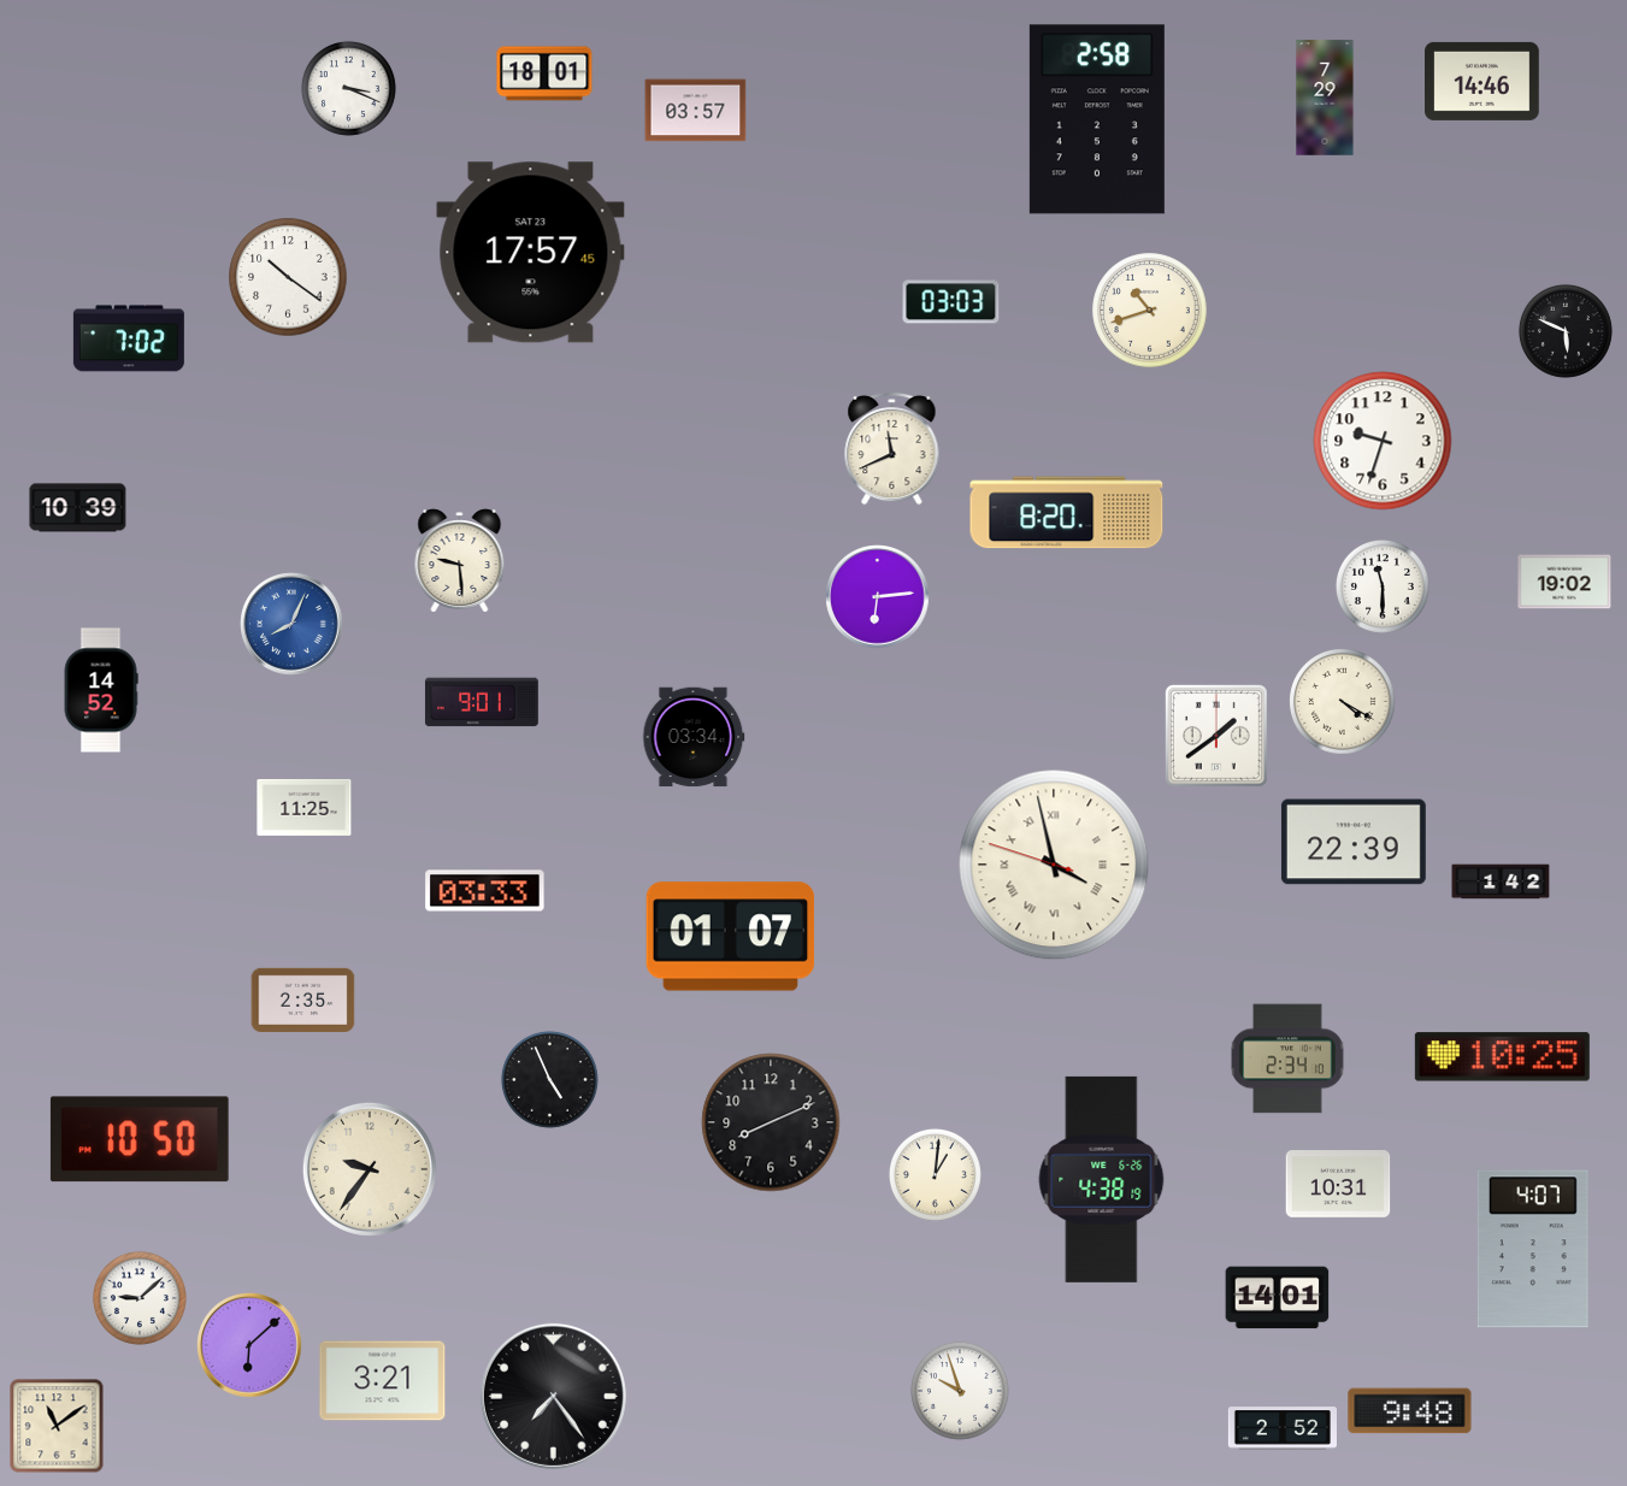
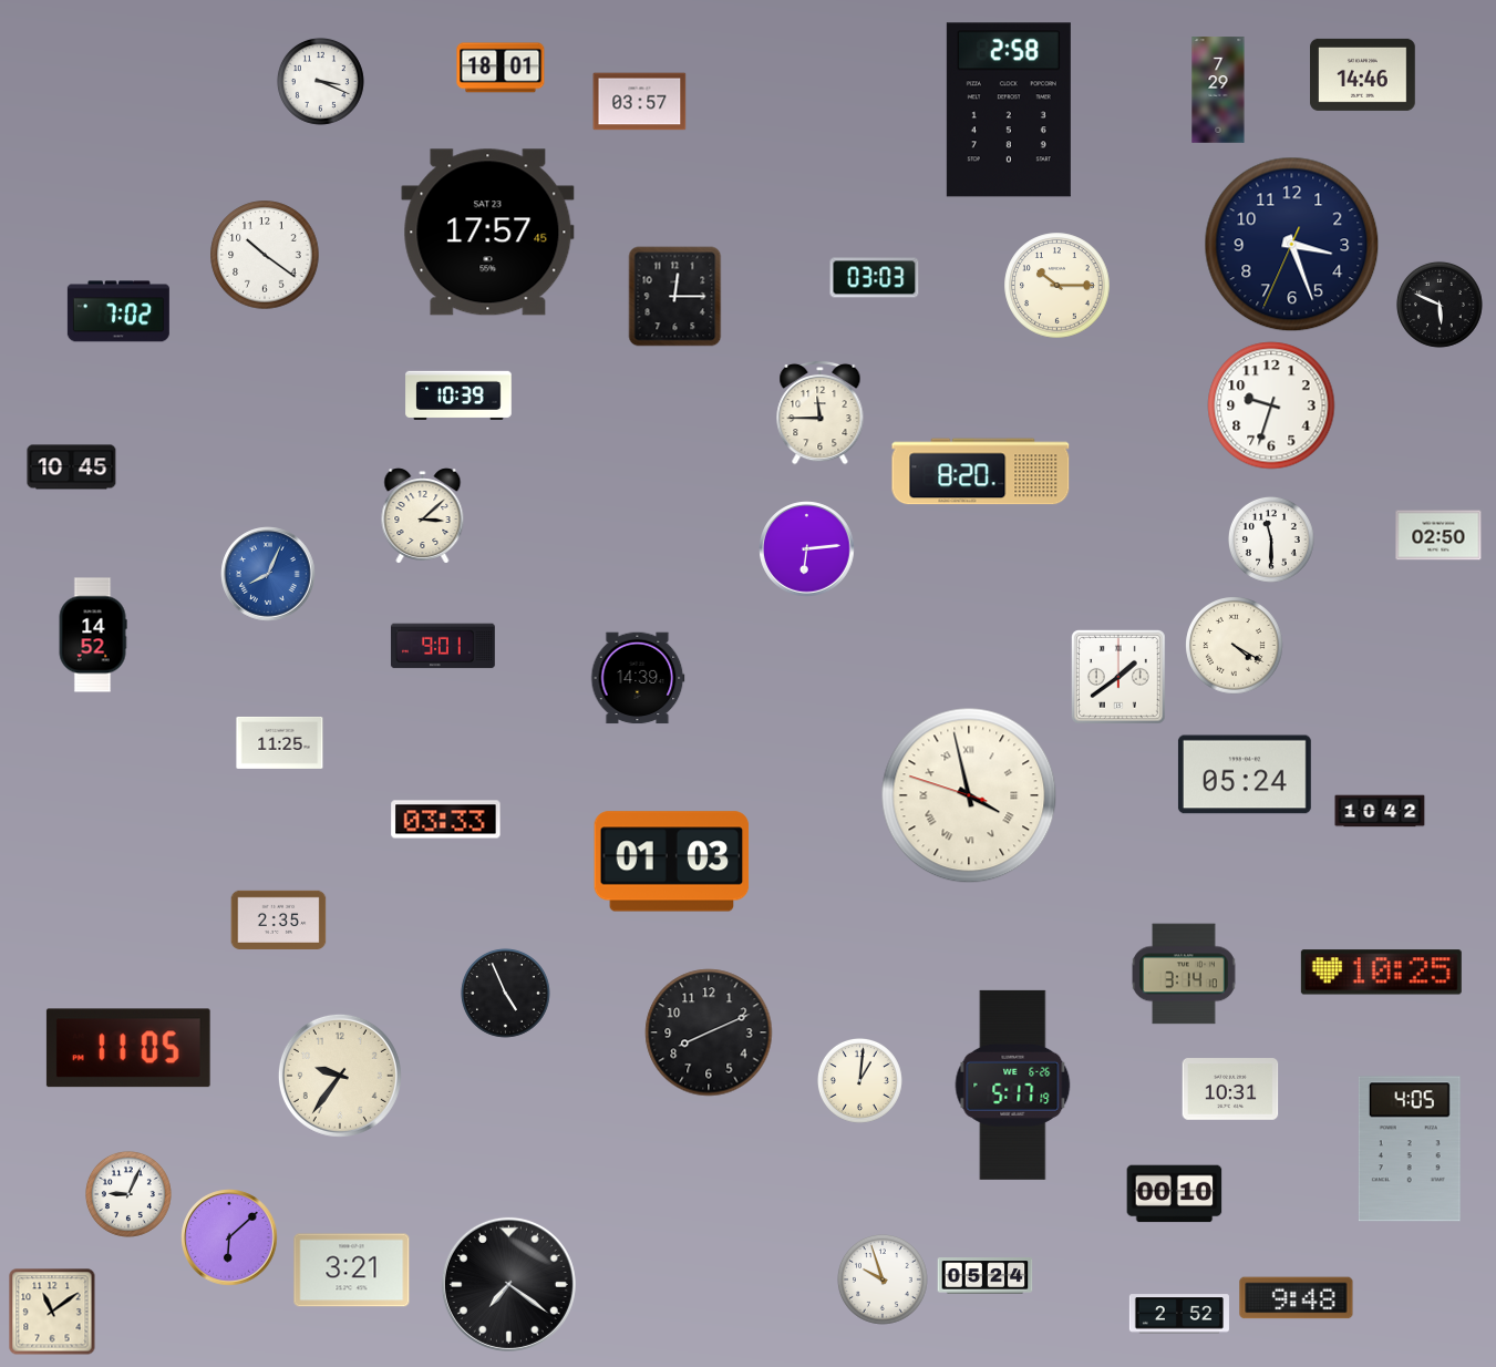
clock at (1292, 245): none -> 3:26
clock at (1150, 311): 10:42 -> 10:15
clock at (675, 297): none -> 12:15
clock at (458, 394): none -> 10:39
clock at (892, 448): 11:41 -> 11:45
clock at (78, 508): 10:39 -> 10:45
clock at (460, 561): 9:29 -> 3:08
clock at (1564, 582): 19:02 -> 02:50
clock at (694, 737): 03:34 -> 14:39
clock at (1354, 842): 22:39 -> 05:24
clock at (1501, 881): 1:42 -> 10:42
clock at (731, 937): 01:07 -> 01:03
clock at (1289, 1059): 2:34 -> 3:14
clock at (140, 1139): 10:50 -> 11:05
clock at (1102, 1179): 4:38 -> 5:17
clock at (1533, 1249): 4:07 -> 4:05
clock at (140, 1298): 9:08 -> 9:04
clock at (1278, 1298): 14:01 -> 00:10
clock at (986, 1276): none -> 05:24
clock at (553, 1396): 7:24 -> 7:21
